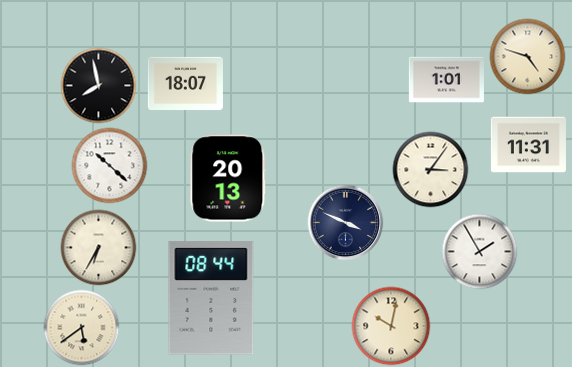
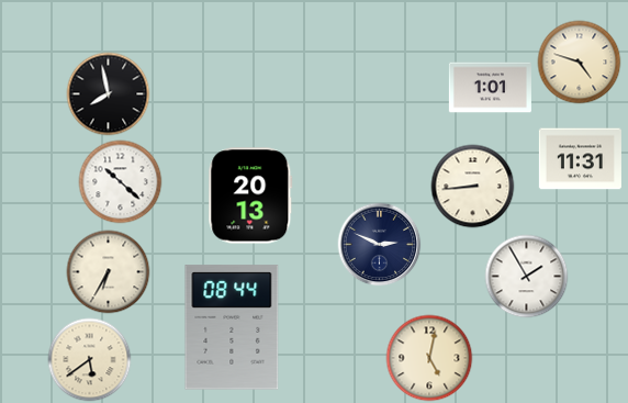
clock at (185, 84): 18:07 -> none
clock at (431, 170): 3:06 -> 8:44
clock at (346, 223): 3:49 -> 2:49
clock at (391, 326): 10:02 -> 5:02
